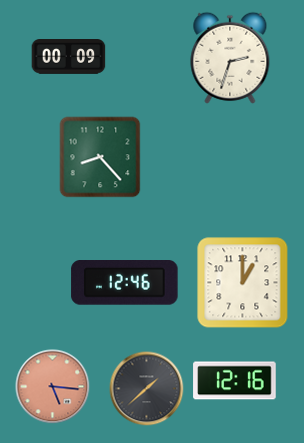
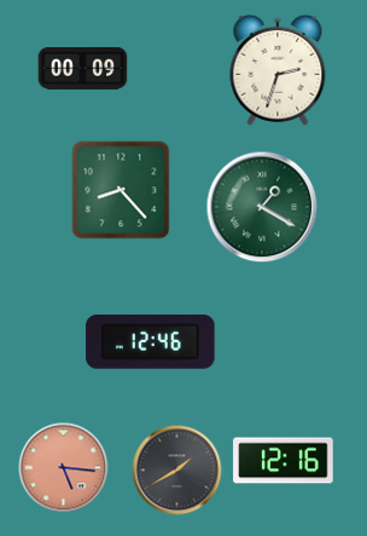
clock at (262, 207): none -> 1:20
clock at (243, 283): 1:00 -> none
clock at (147, 389): 1:38 -> 1:40
